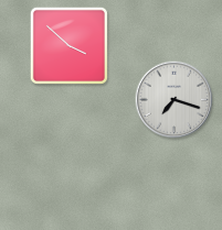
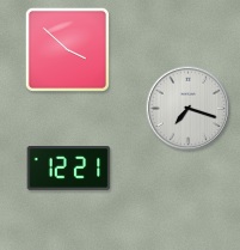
clock at (68, 45) position: (68, 45) -> (67, 49)
clock at (69, 169): none -> 12:21
